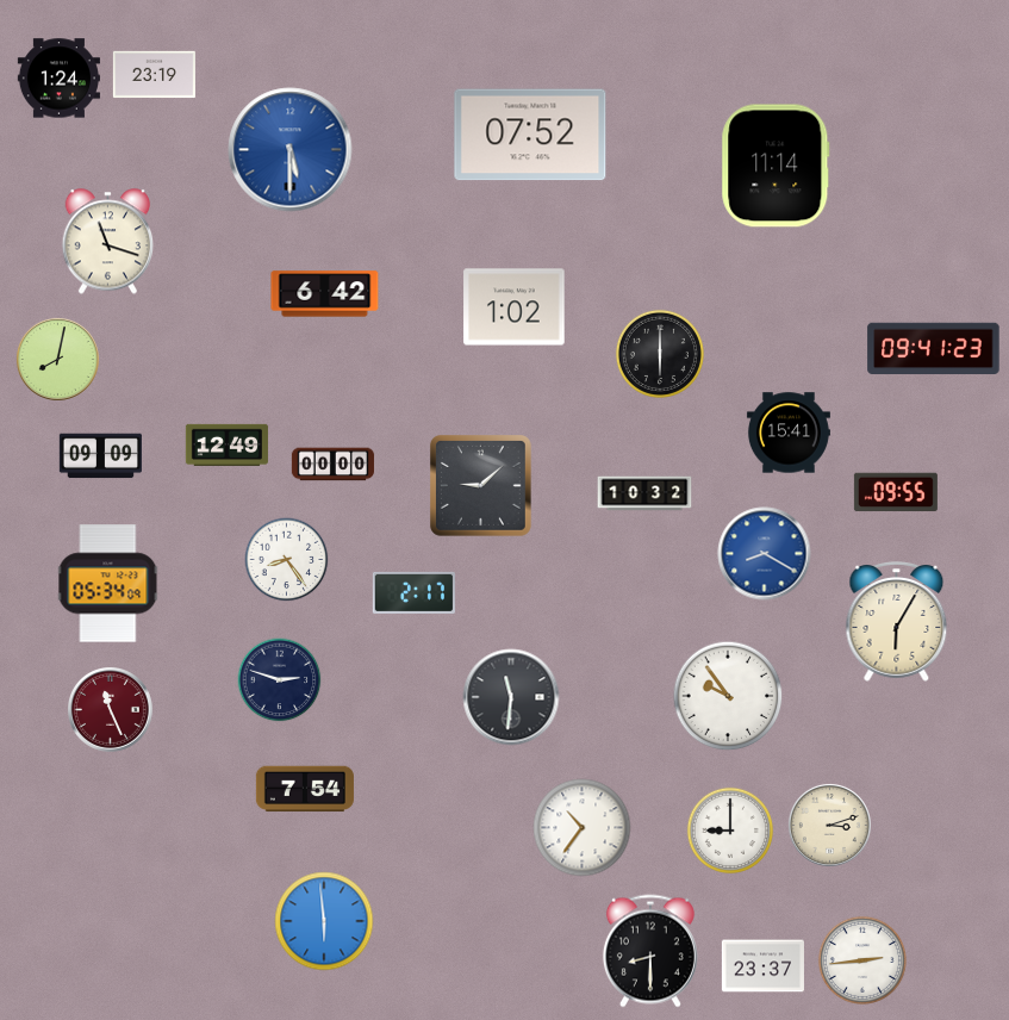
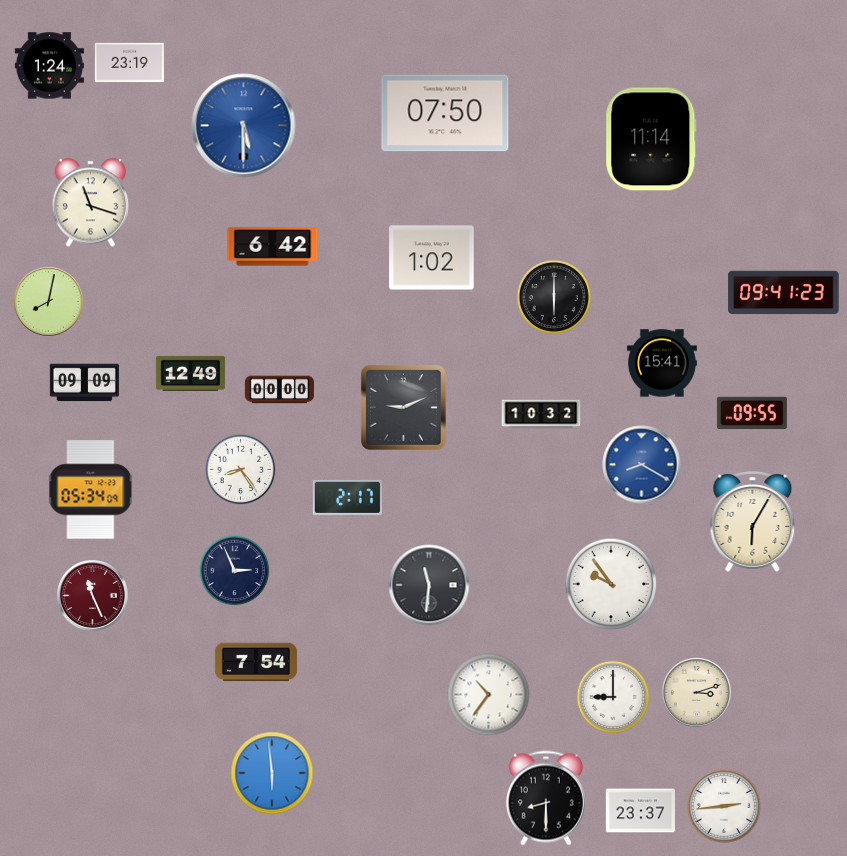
clock at (530, 135): 07:52 -> 07:50
clock at (481, 486): 9:08 -> 9:11
clock at (280, 680): 2:48 -> 2:56
